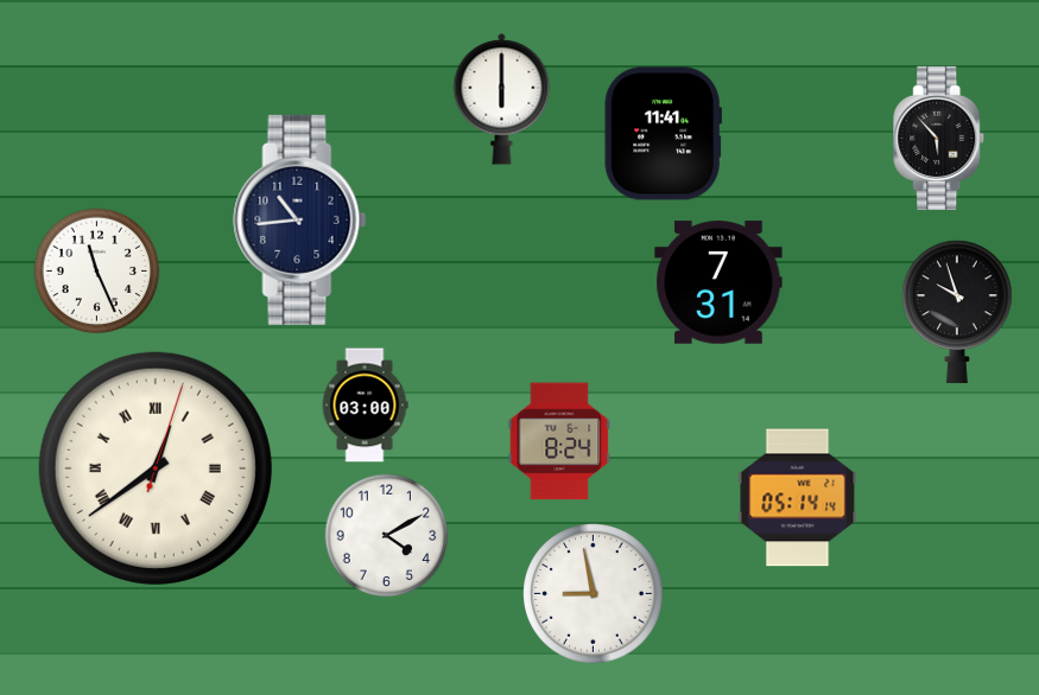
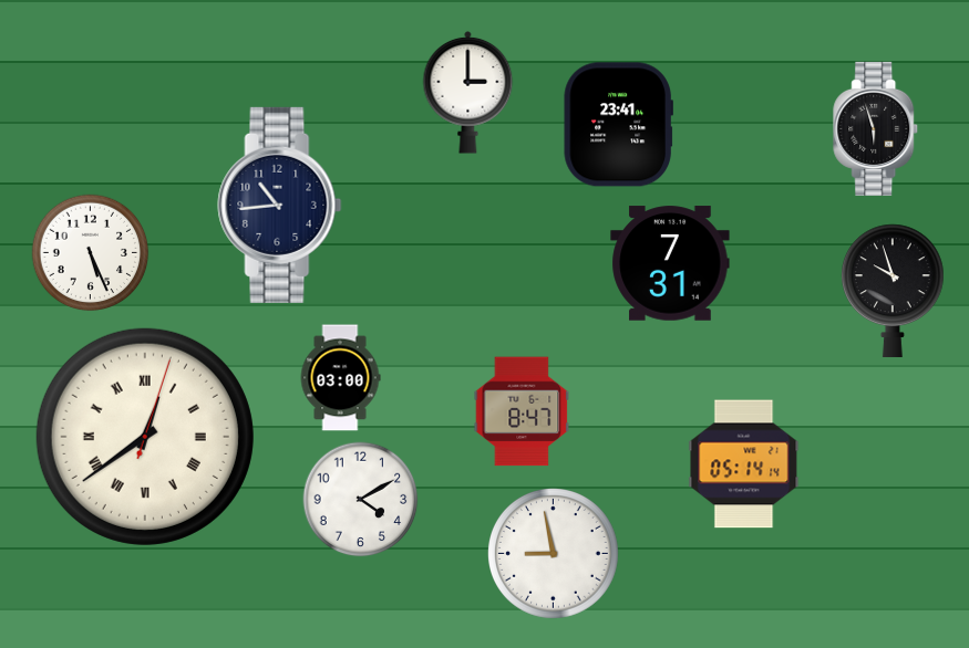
clock at (502, 98): 6:00 -> 3:00
clock at (663, 134): 11:41 -> 23:41
clock at (939, 138): 5:53 -> 5:57
clock at (97, 272): 11:26 -> 5:26
clock at (559, 441): 8:24 -> 8:47
